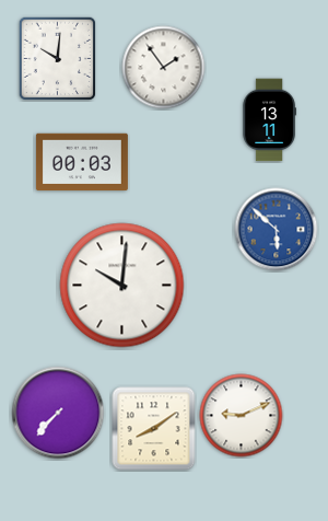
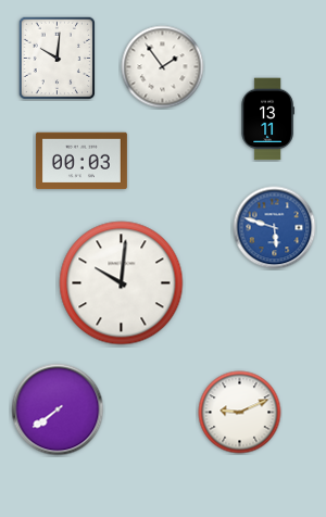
clock at (277, 230): 5:52 -> 5:48
clock at (58, 413): 7:37 -> 7:39
clock at (154, 429): 8:09 -> none
